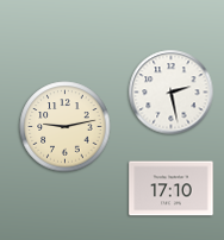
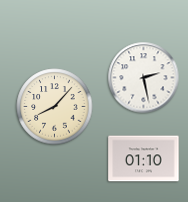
clock at (66, 127): 9:13 -> 8:07
clock at (172, 189): 17:10 -> 01:10
